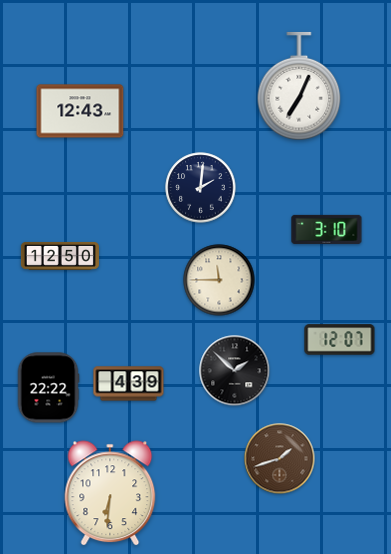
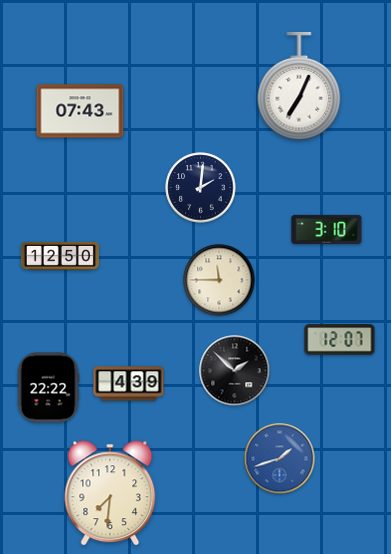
clock at (80, 111): 12:43 -> 07:43
clock at (280, 459) dial: brown -> blue
clock at (110, 493): 6:31 -> 7:31
